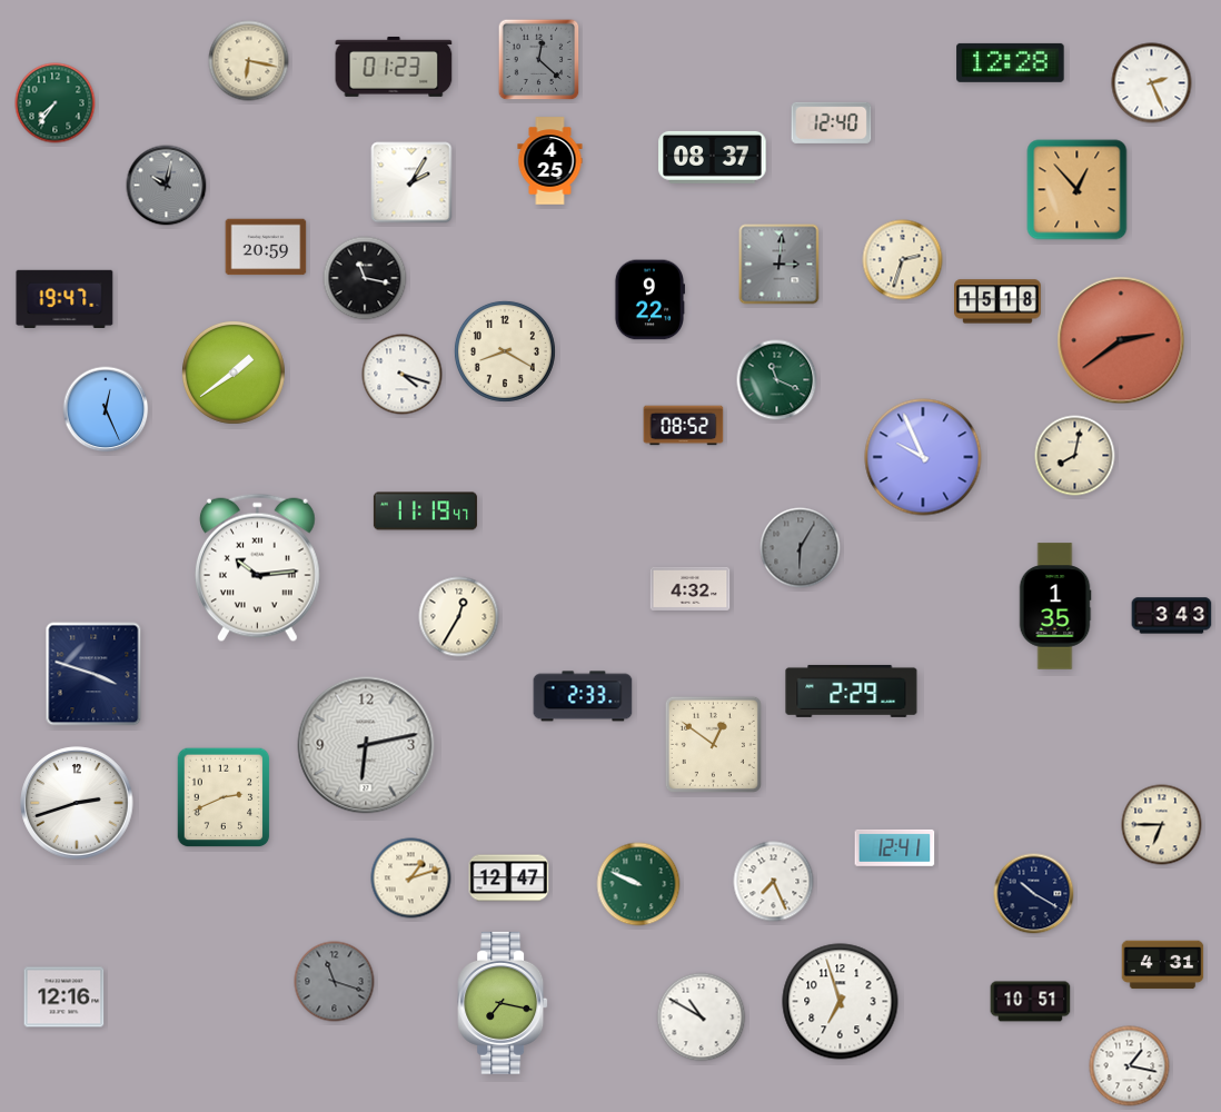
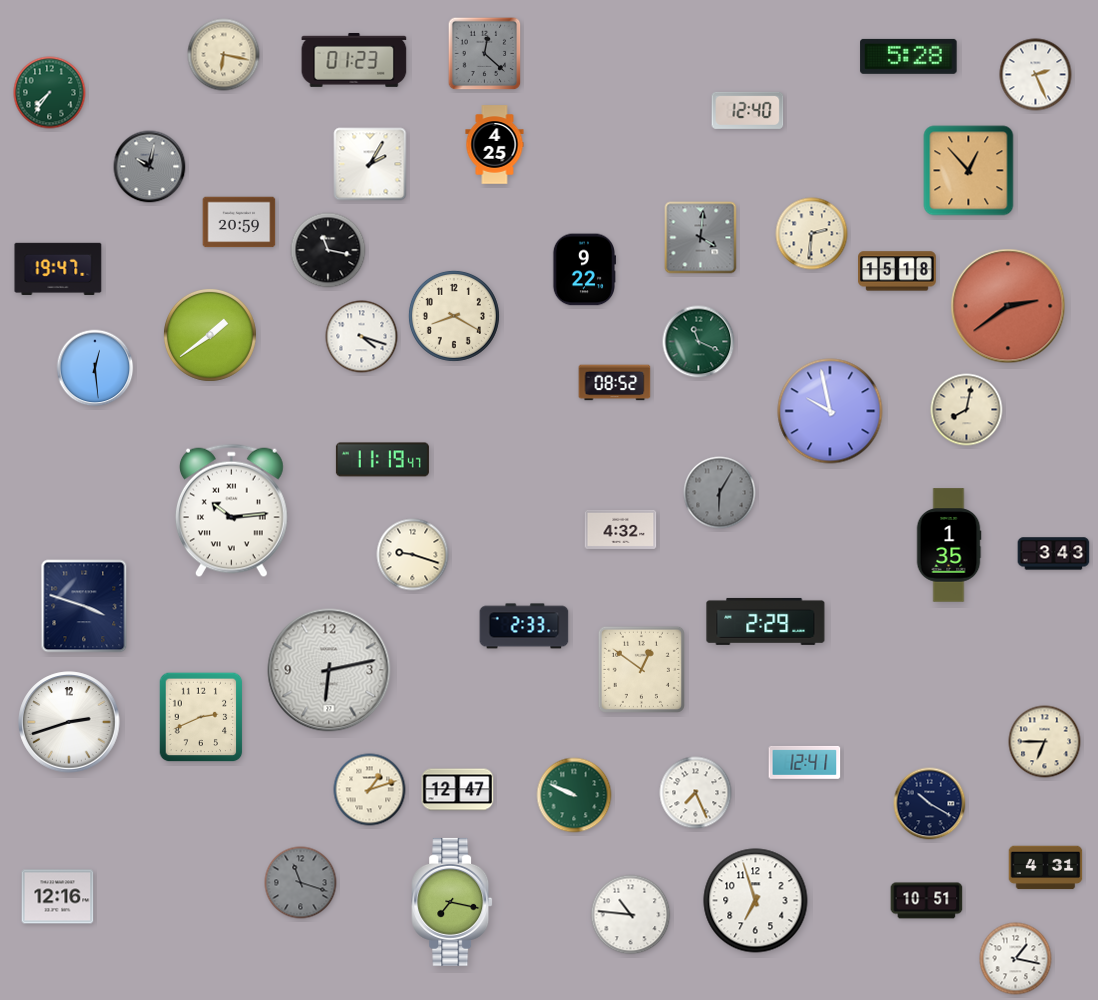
clock at (1011, 62): 12:28 -> 5:28
clock at (713, 157): 08:37 -> none
clock at (903, 260): 2:33 -> 2:31
clock at (780, 265): 3:01 -> 4:01
clock at (106, 409): 12:26 -> 12:29
clock at (923, 457): 9:56 -> 9:58
clock at (459, 617): 12:35 -> 9:18
clock at (702, 1017): 10:50 -> 10:46
